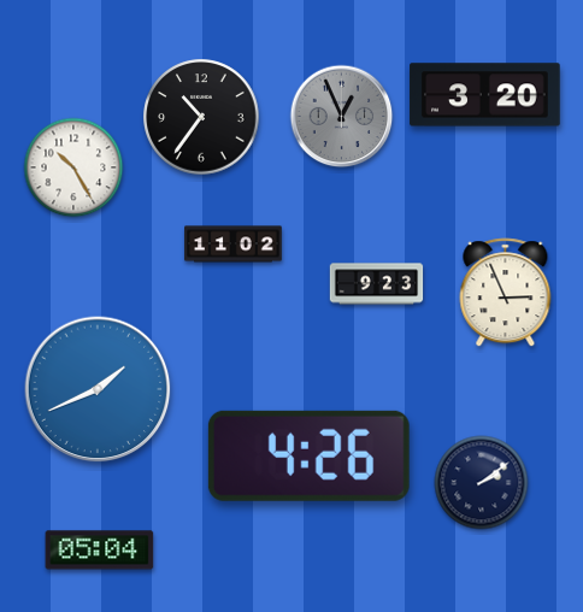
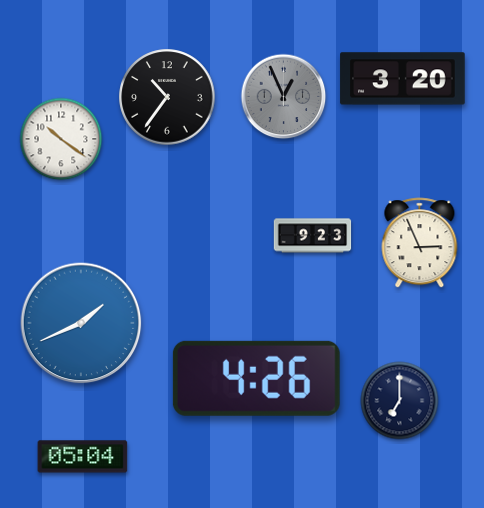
clock at (73, 167): 10:25 -> 10:21
clock at (234, 245): 11:02 -> none
clock at (482, 483): 2:09 -> 7:00
